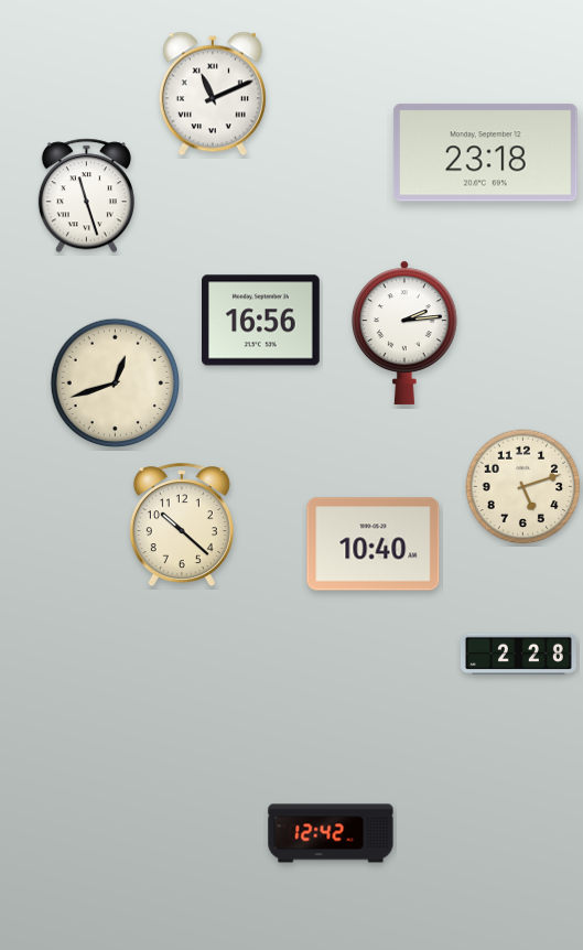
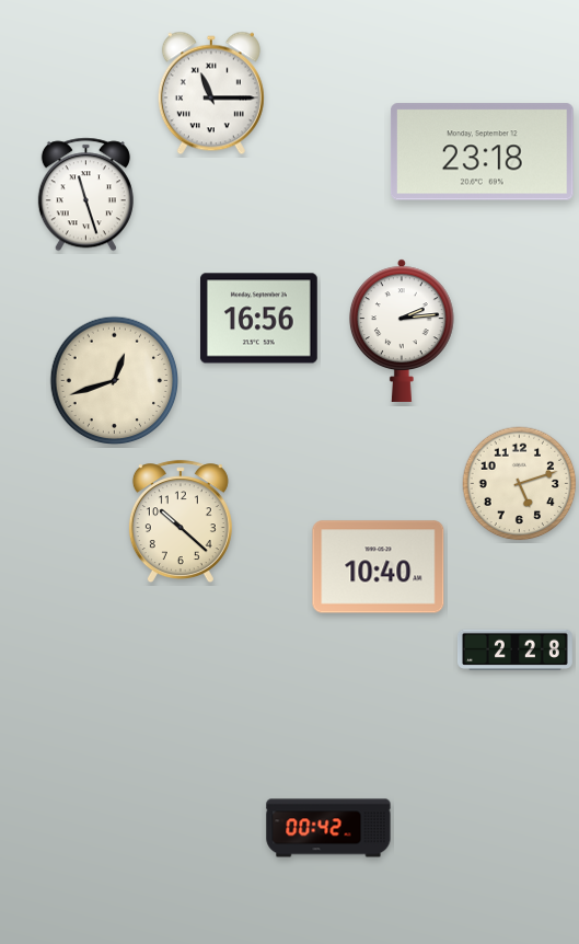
clock at (213, 94): 11:11 -> 11:15
clock at (374, 544) position: (374, 544) -> (379, 567)
clock at (331, 833): 12:42 -> 00:42
